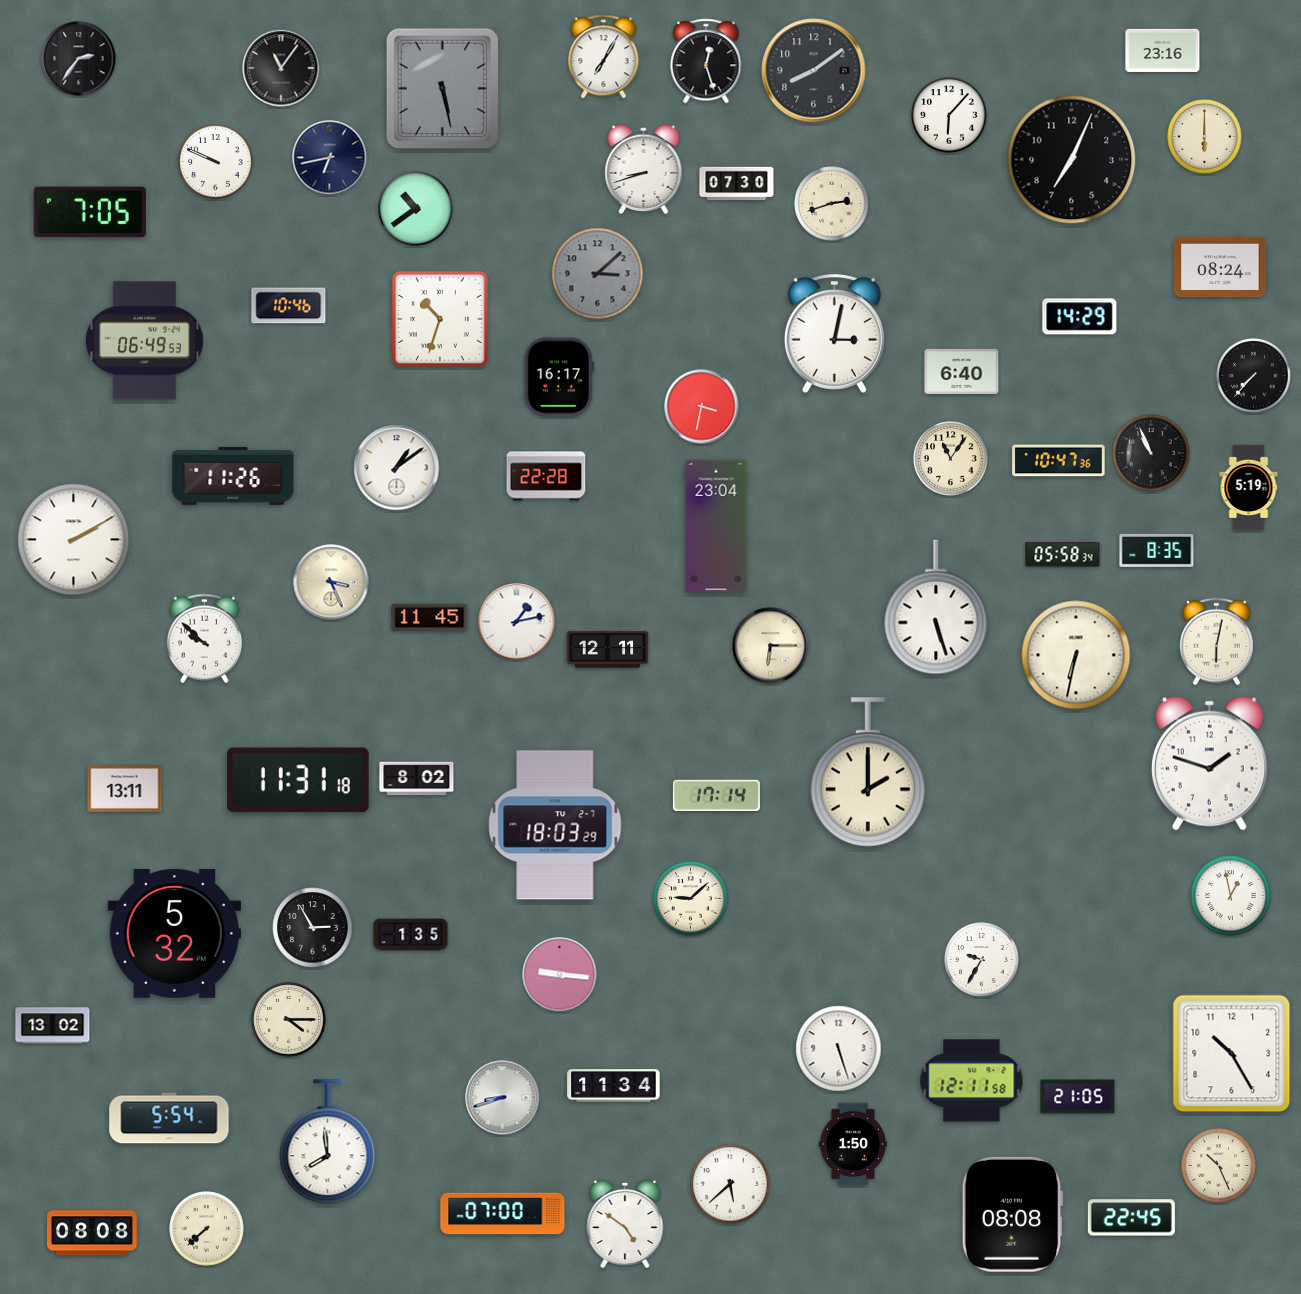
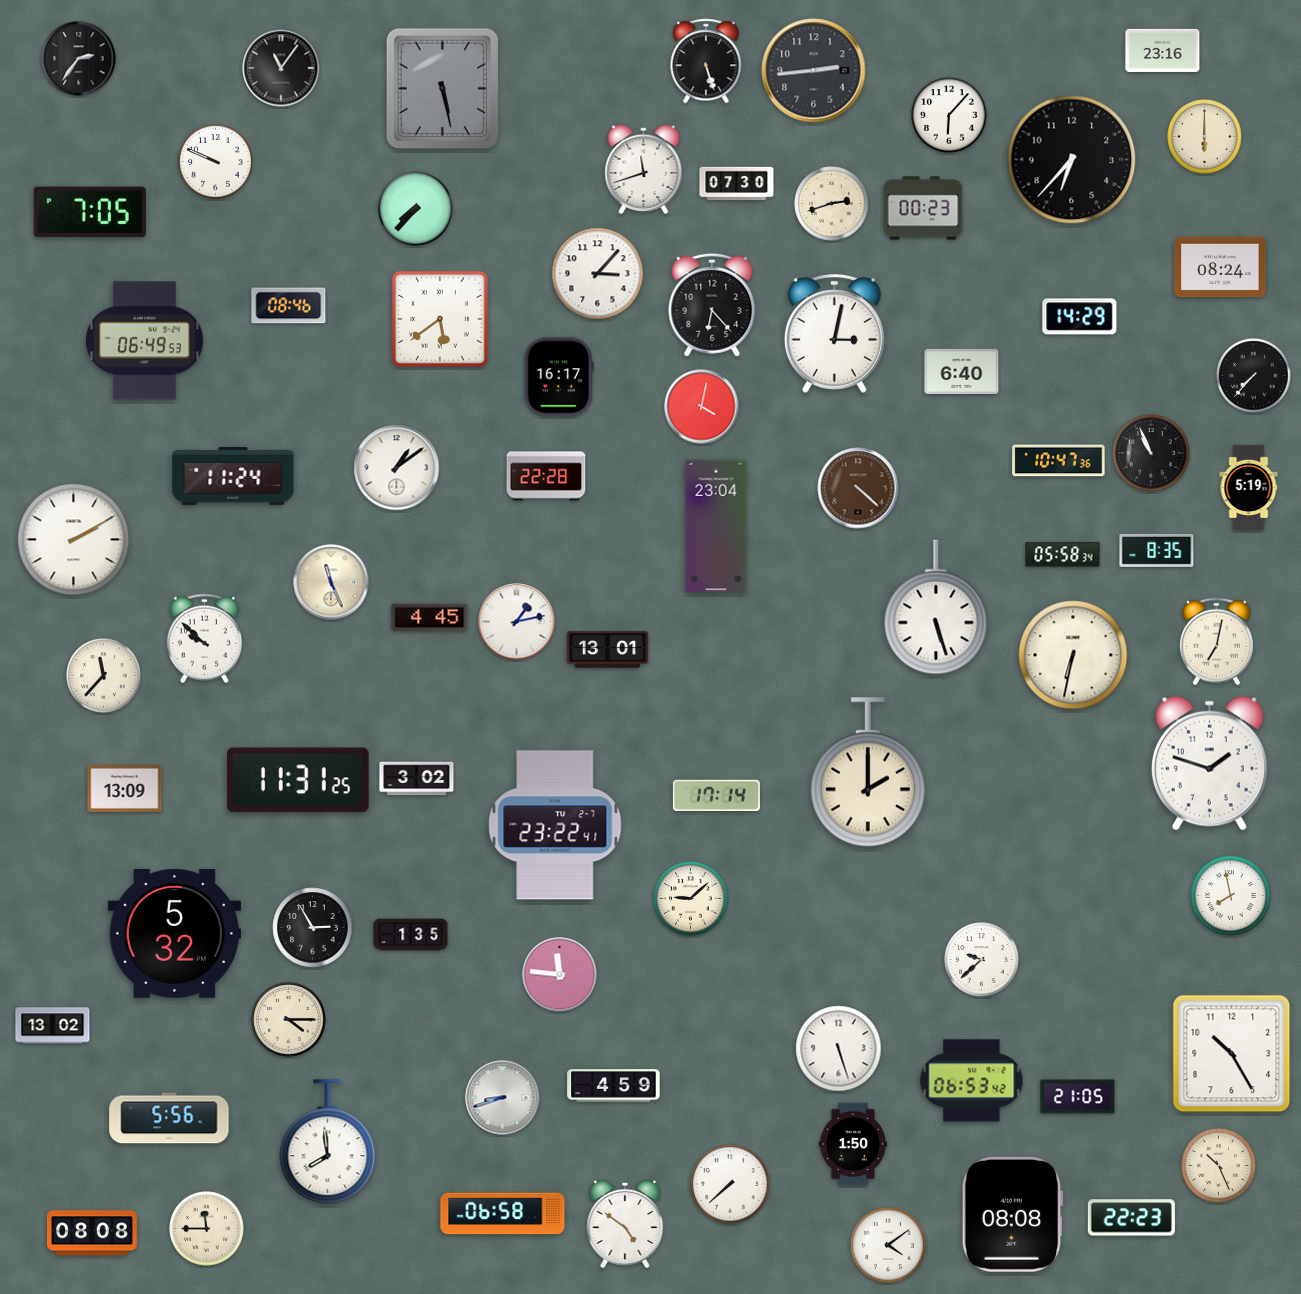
clock at (604, 57): 7:05 -> none
clock at (706, 61): 12:27 -> 5:27
clock at (814, 71): 8:09 -> 2:44
clock at (330, 158): 6:43 -> none
clock at (1072, 160): 7:04 -> 6:37
clock at (644, 170): 8:42 -> 11:42
clock at (923, 208): none -> 00:23
clock at (416, 209): 10:39 -> 7:37
clock at (598, 274): 3:08 -> 3:07
clock at (598, 274) dial: grey -> white
clock at (712, 305): none -> 6:23
clock at (289, 306): 10:46 -> 08:46
clock at (440, 319): 10:33 -> 5:39
clock at (702, 407): 3:32 -> 4:02
clock at (951, 459): 11:06 -> none
clock at (233, 476): 11:26 -> 11:24
clock at (858, 488): none -> 4:22
clock at (331, 582): 3:26 -> 11:26
clock at (430, 618): 11:45 -> 4:45
clock at (1216, 642): 6:02 -> 7:02
clock at (771, 646): 6:15 -> none
clock at (608, 650): 12:11 -> 13:01
clock at (1076, 655) position: (1076, 655) -> (1073, 655)
clock at (104, 676): none -> 11:37
clock at (417, 779): 8:02 -> 3:02
clock at (298, 780): 11:31:18 -> 11:31:25
clock at (125, 788): 13:11 -> 13:09
clock at (555, 825): 18:03 -> 23:22
clock at (1231, 896): 12:58 -> 7:58
clock at (982, 960): 9:35 -> 9:38
clock at (560, 975): 9:16 -> 11:46
clock at (972, 1081): 12:11 -> 06:53
clock at (614, 1086): 11:34 -> 4:59
clock at (169, 1118): 5:54 -> 5:56
clock at (730, 1184): 5:38 -> 7:38
clock at (503, 1214): 07:00 -> 06:58
clock at (1131, 1218): 22:45 -> 22:23
clock at (207, 1229): 7:38 -> 11:45
clock at (888, 1245): none -> 4:09
